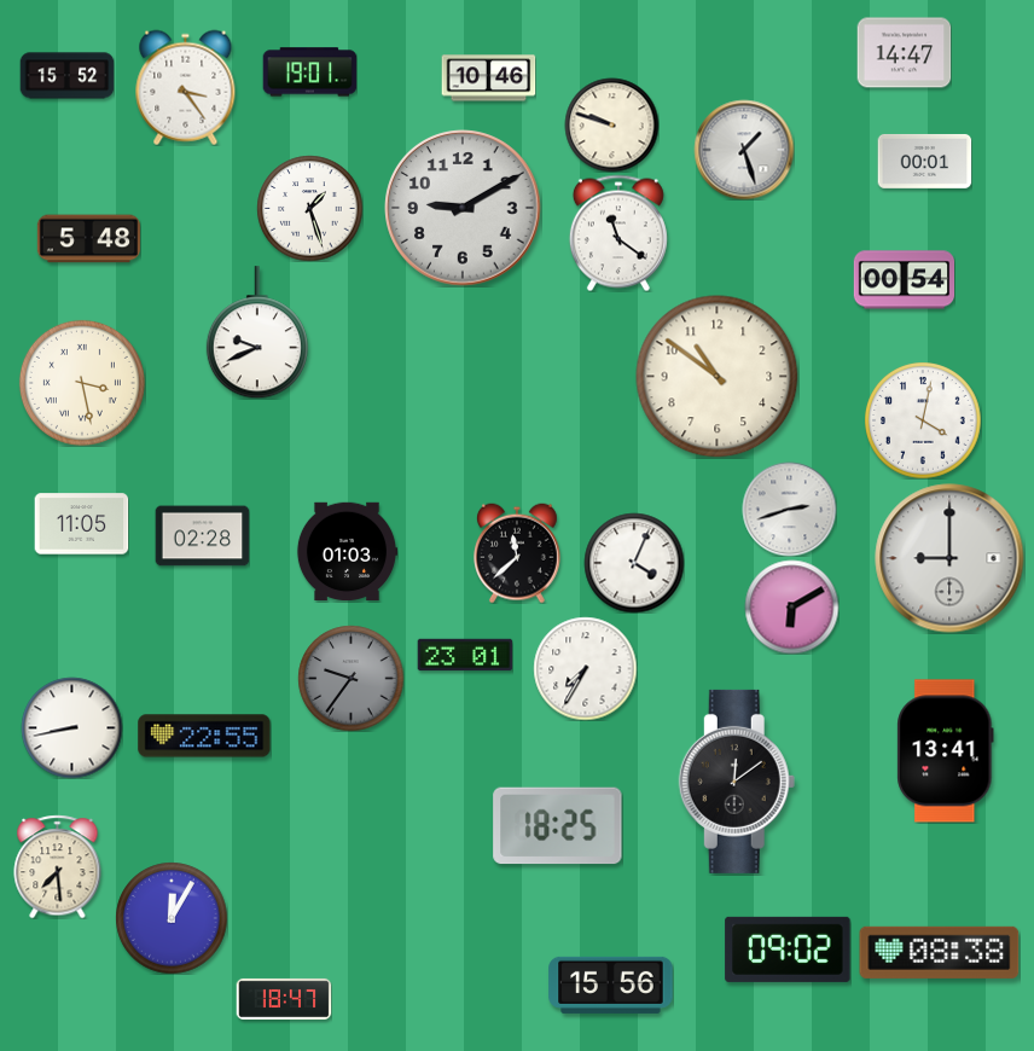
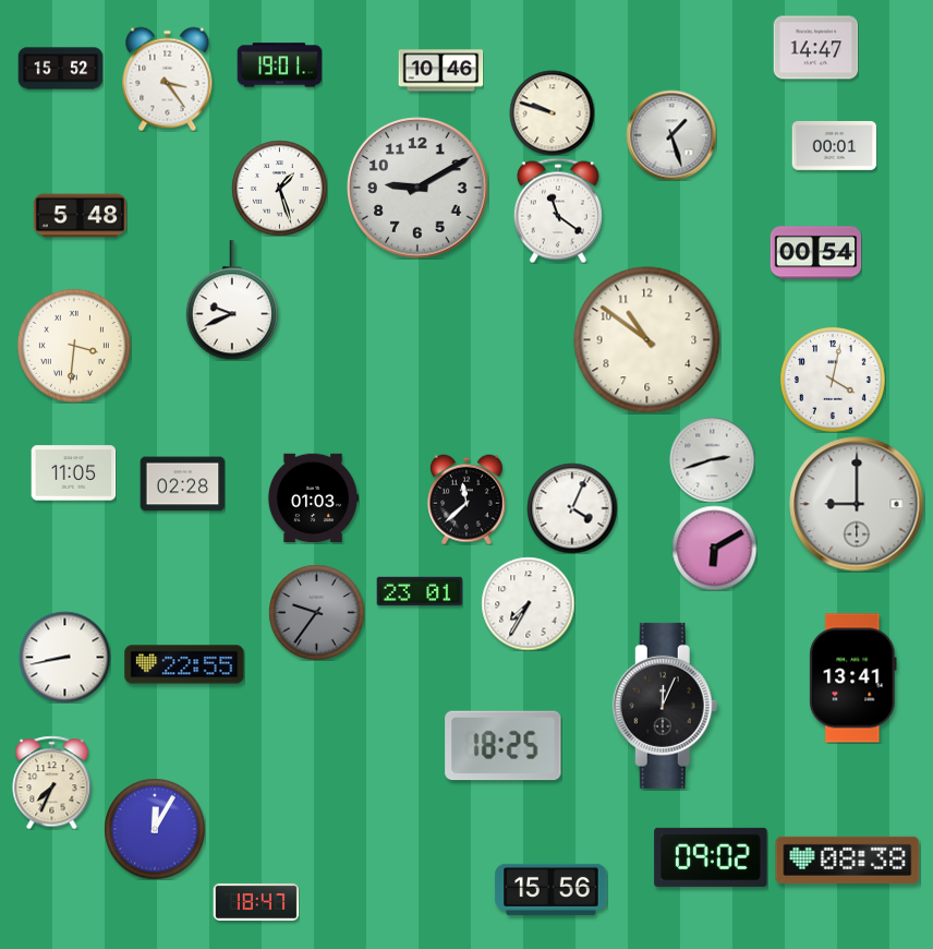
clock at (82, 383): 3:28 -> 3:31
clock at (737, 782): 12:09 -> 12:04
clock at (58, 866): 7:29 -> 7:34
